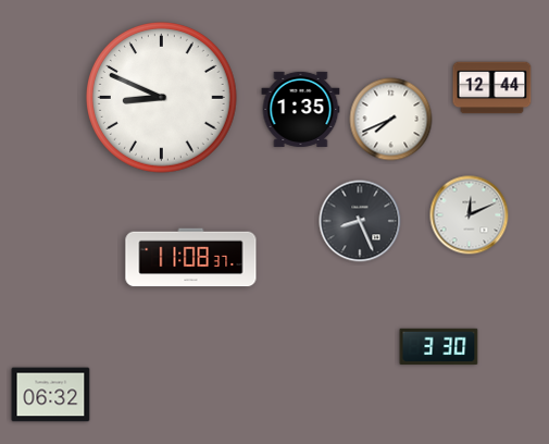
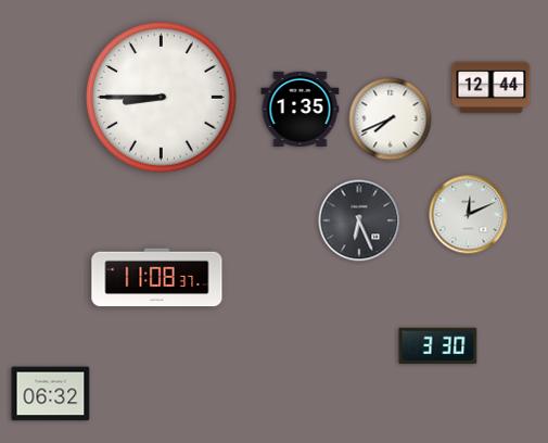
clock at (162, 98): 8:49 -> 8:45
clock at (360, 221): 8:26 -> 6:26
clock at (191, 258) position: (191, 258) -> (157, 278)
